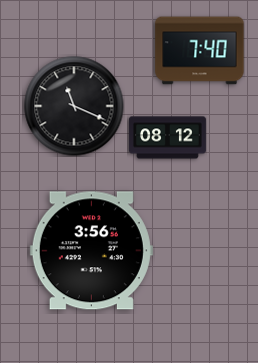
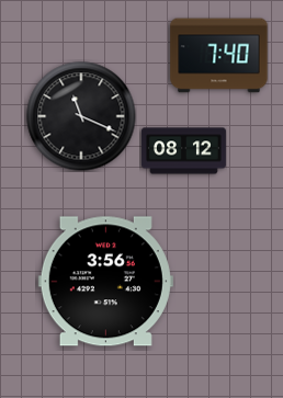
clock at (91, 251) position: (91, 251) -> (105, 282)
